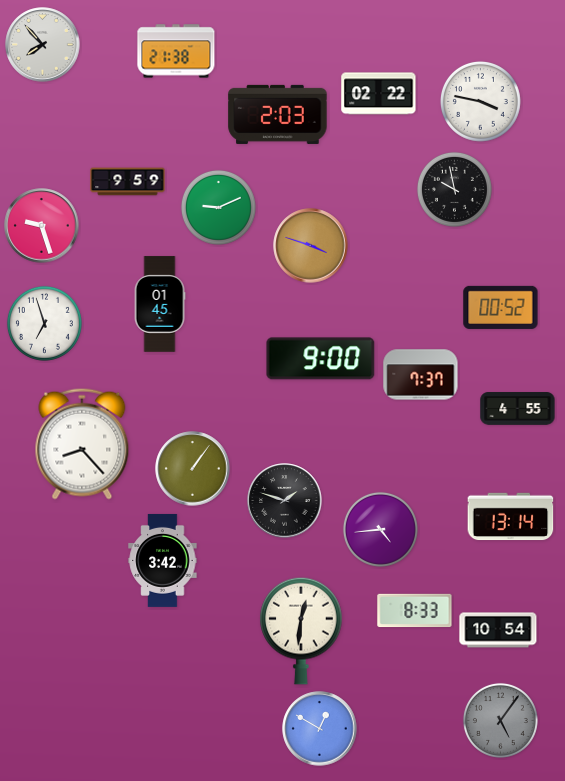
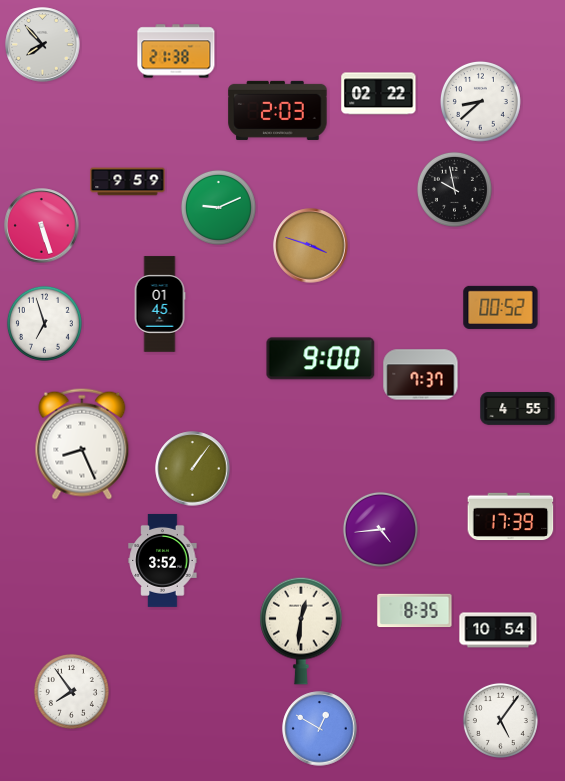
clock at (480, 101): 3:47 -> 8:38
clock at (278, 114) position: (278, 114) -> (278, 110)
clock at (42, 226): 9:27 -> 5:27
clock at (82, 444): 8:23 -> 8:26
clock at (285, 501): 1:48 -> none
clock at (511, 517): 13:14 -> 17:39
clock at (163, 560): 3:42 -> 3:52
clock at (415, 611): 8:33 -> 8:35
clock at (71, 691): none -> 7:54
clock at (500, 720) dial: grey -> white
